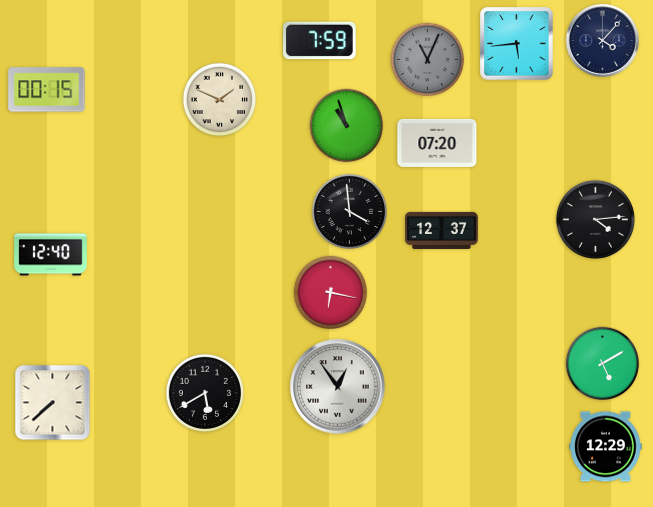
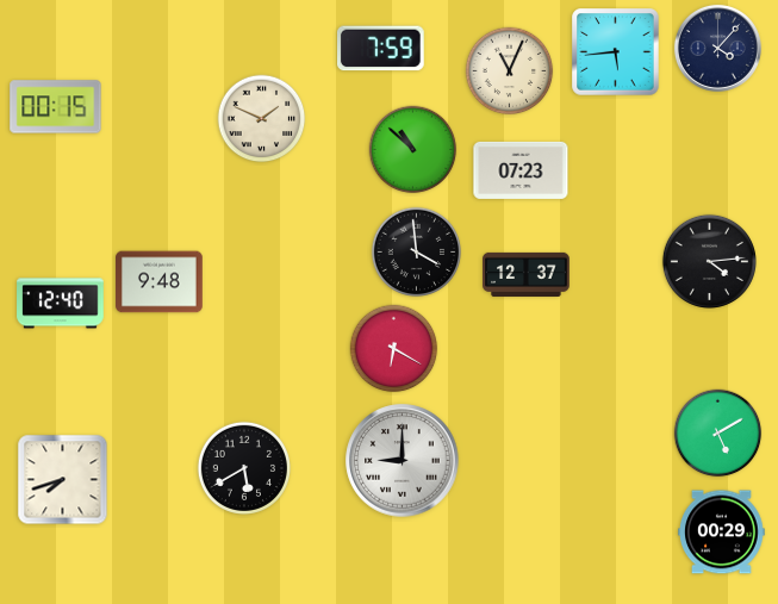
clock at (428, 60) dial: grey -> cream
clock at (347, 126): 10:57 -> 10:52
clock at (437, 143): 07:20 -> 07:23
clock at (160, 282): none -> 9:48
clock at (331, 293): 6:17 -> 6:20
clock at (338, 387): 12:54 -> 9:00
clock at (53, 403): 7:38 -> 7:42
clock at (606, 447): 12:29 -> 00:29
